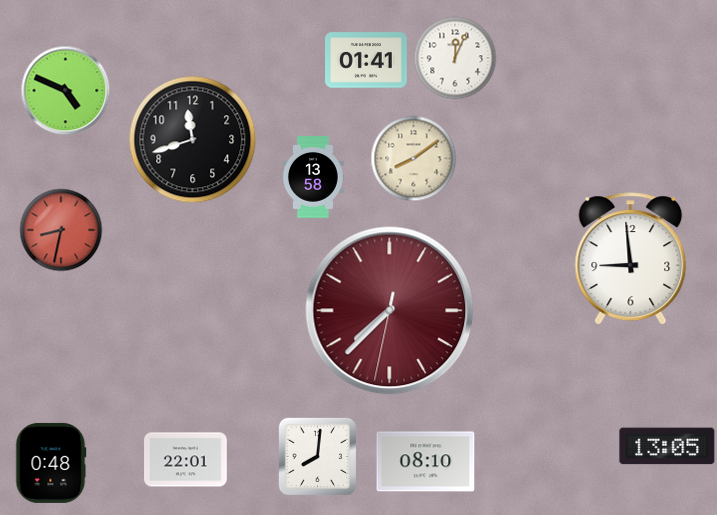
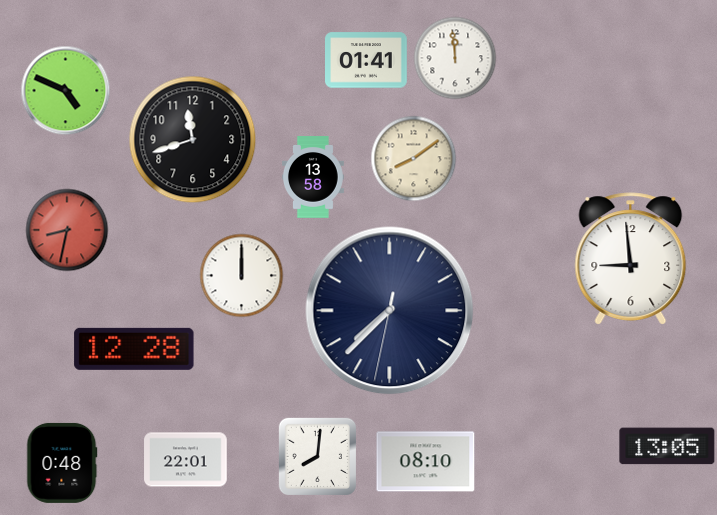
clock at (455, 58): 12:04 -> 11:59
clock at (61, 230) position: (61, 230) -> (67, 230)
clock at (242, 276): none -> 12:00
clock at (390, 311) dial: burgundy -> navy
clock at (134, 349): none -> 12:28
clock at (51, 463) position: (51, 463) -> (62, 463)
